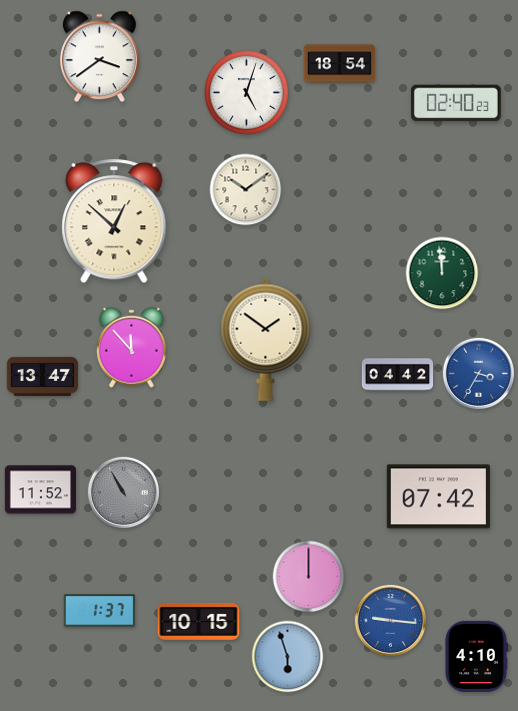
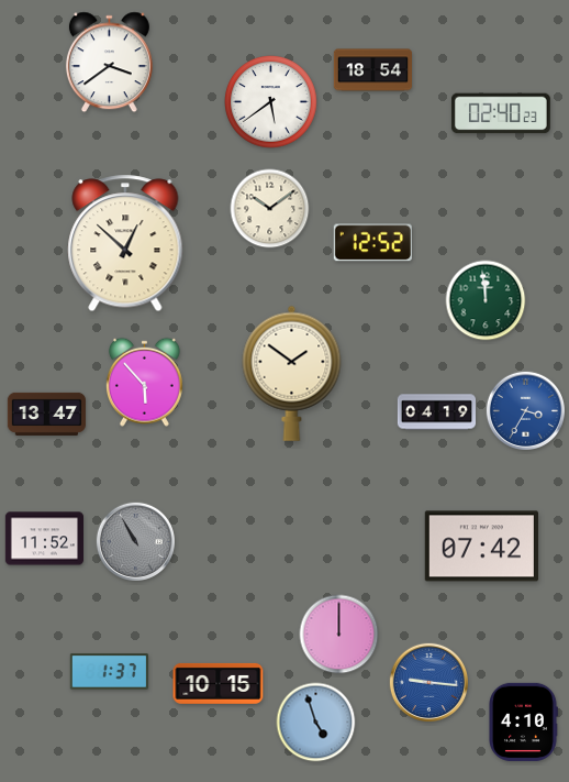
clock at (247, 93): 5:03 -> 5:39
clock at (372, 243): none -> 12:52
clock at (131, 347): 11:53 -> 5:53
clock at (398, 375): 04:42 -> 04:19
clock at (288, 657): 5:57 -> 4:57
